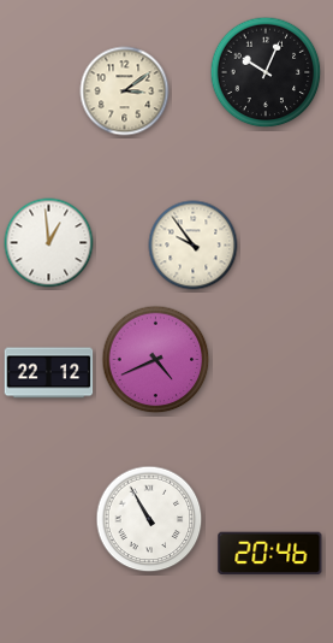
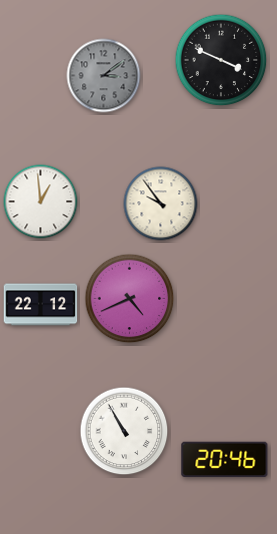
clock at (266, 72): 10:04 -> 3:49
clock at (125, 92) dial: cream -> grey
clock at (49, 373) position: (49, 373) -> (41, 305)
